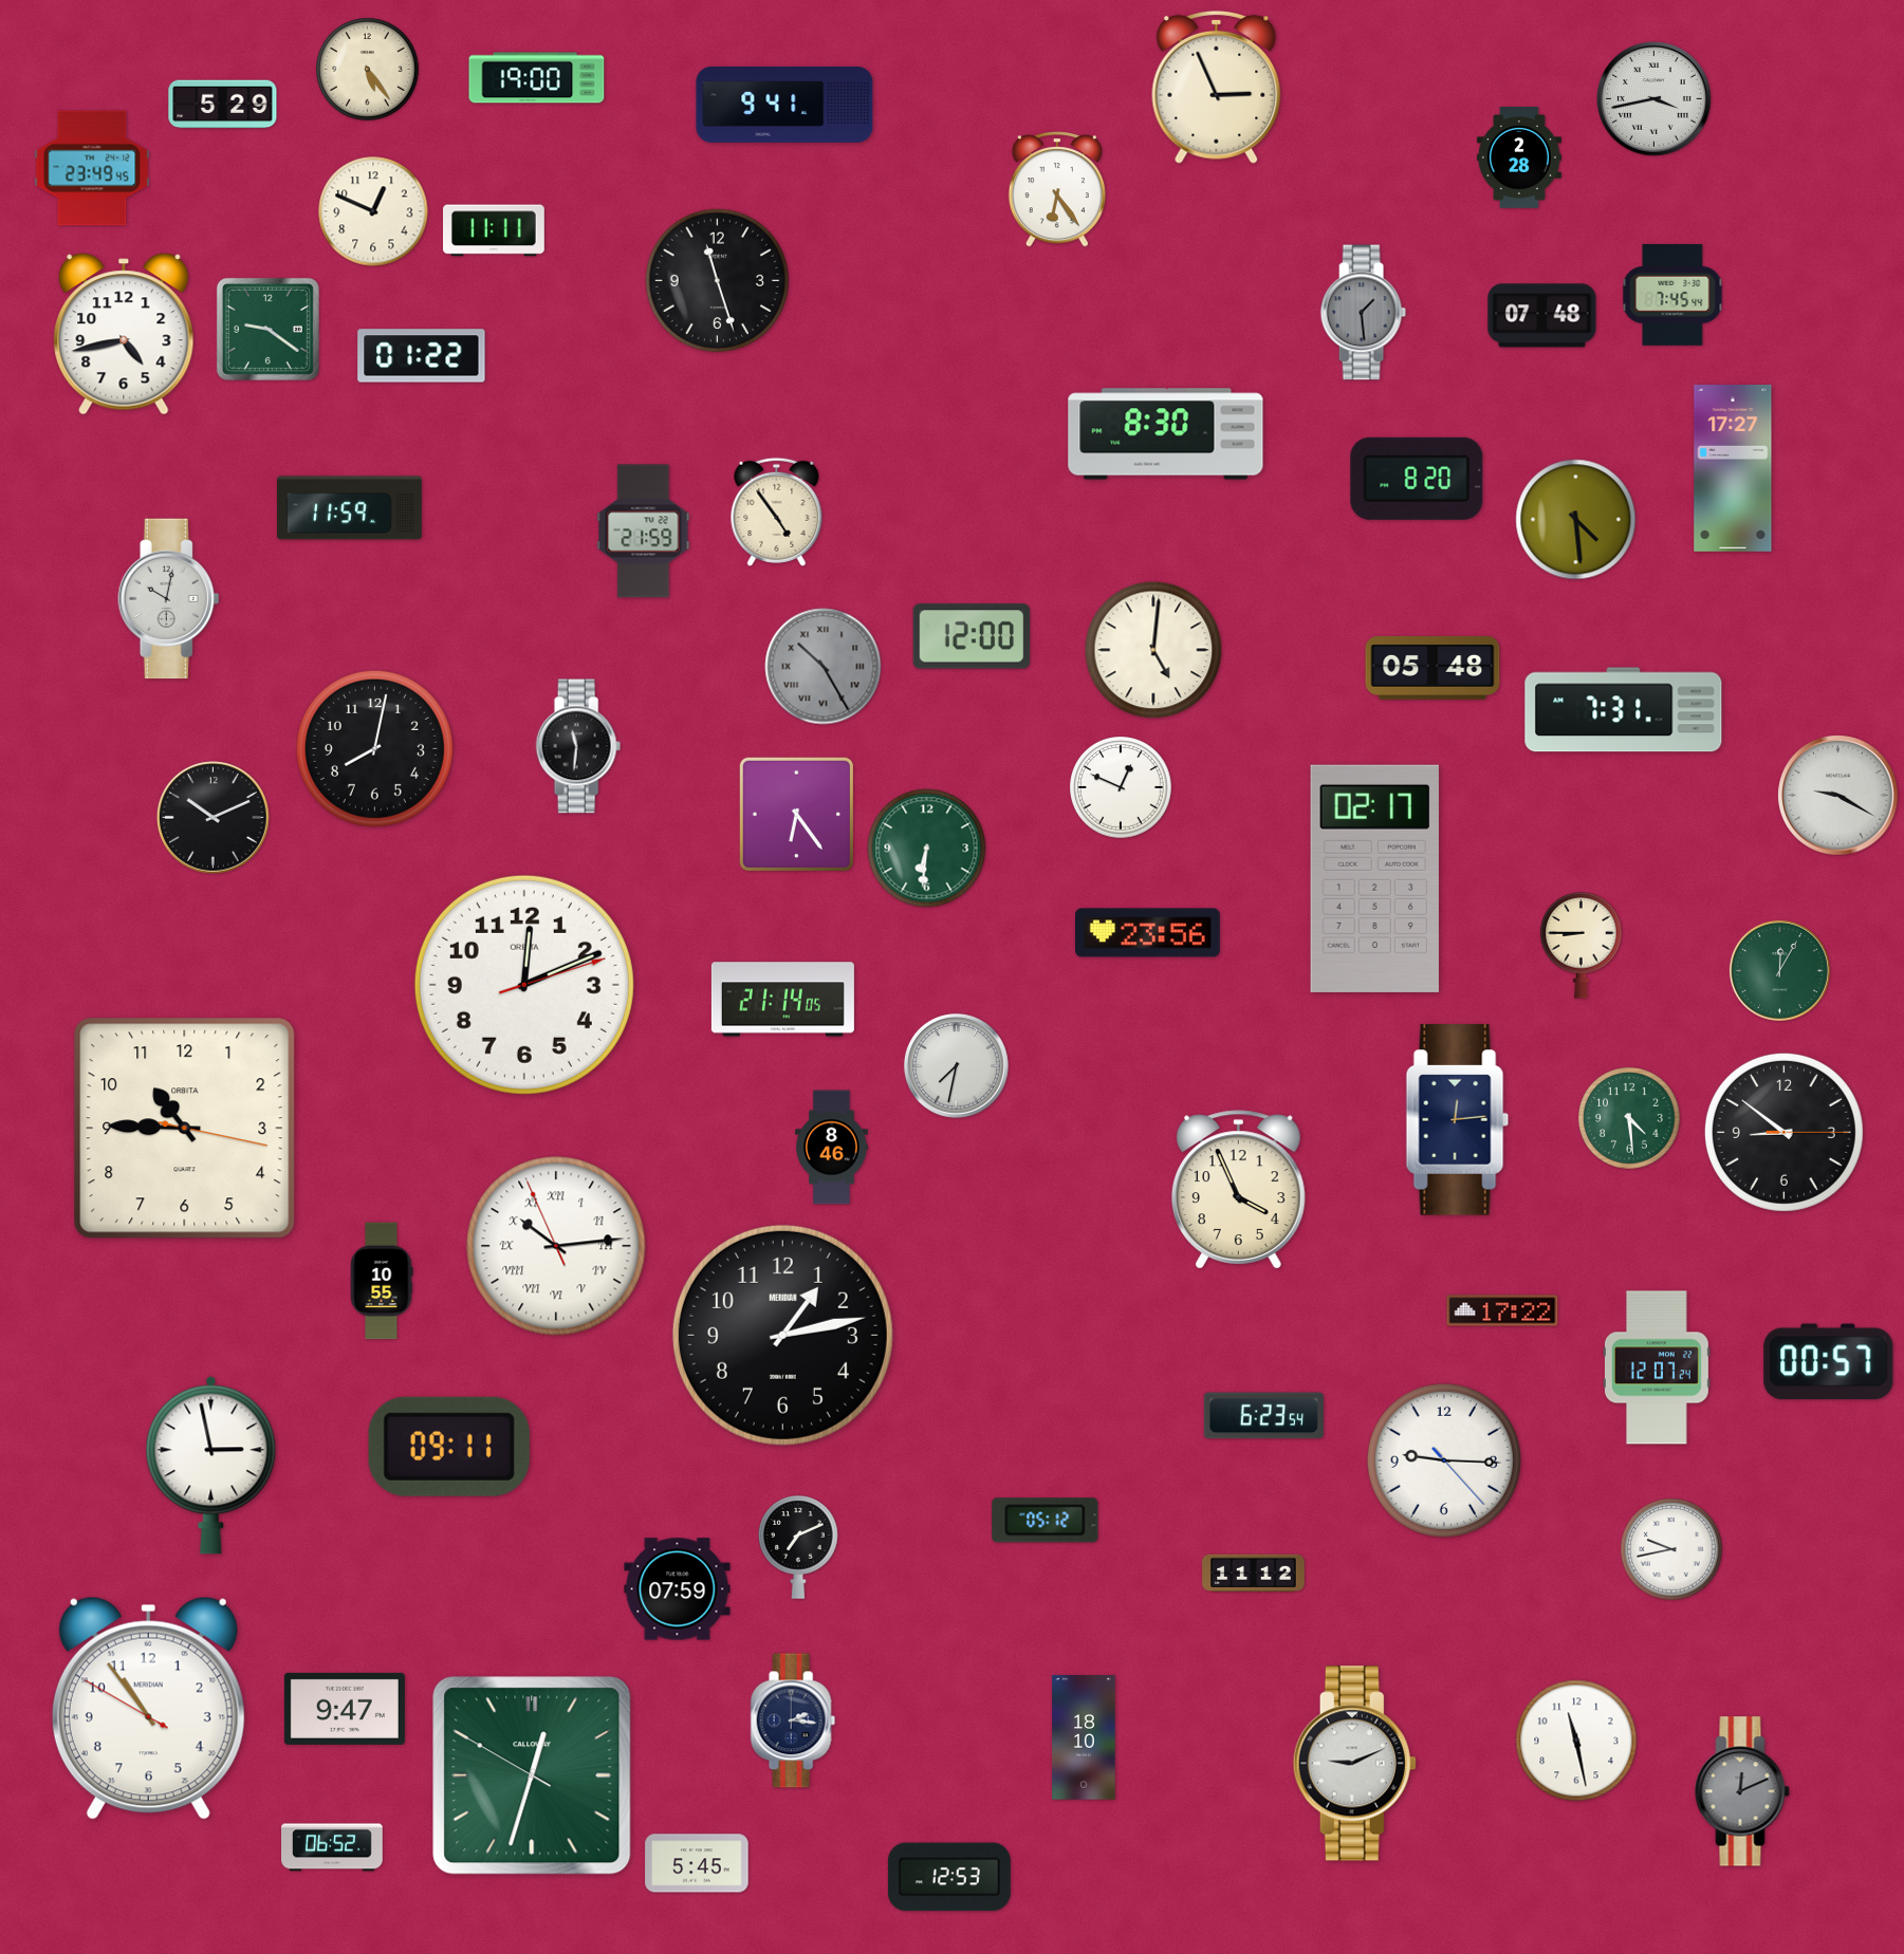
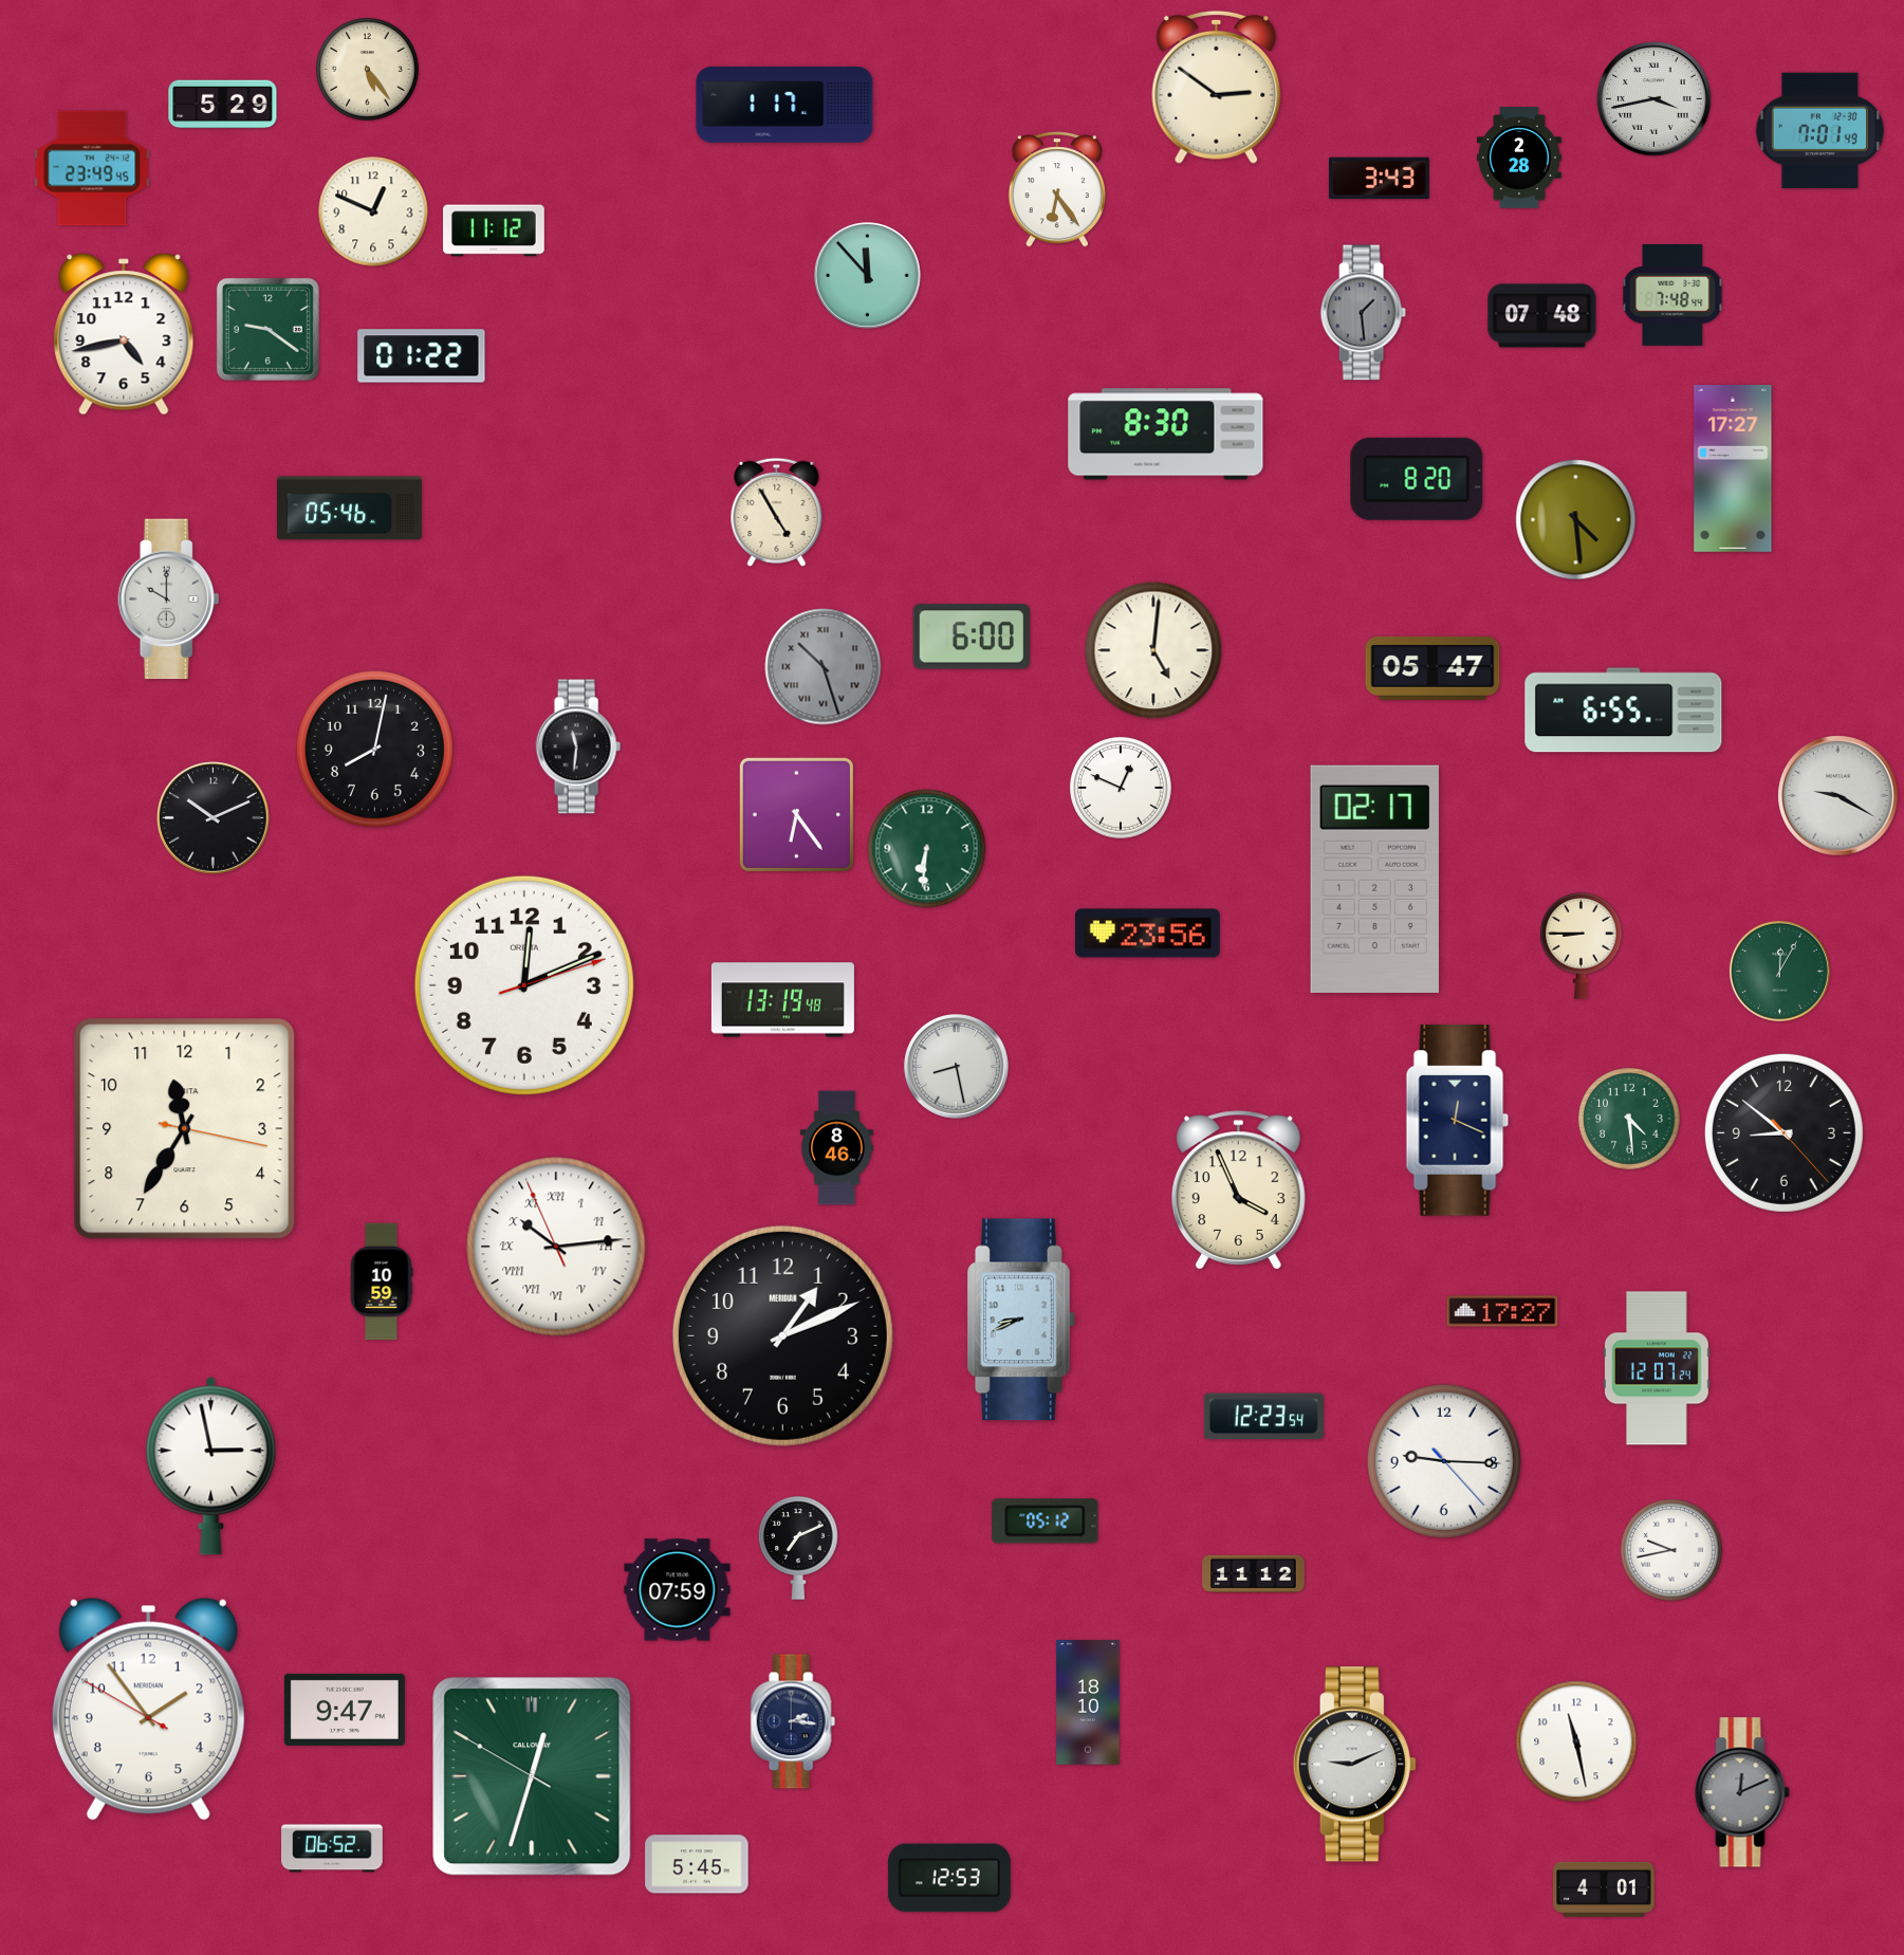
clock at (537, 78): 19:00 -> none
clock at (1217, 87): 2:56 -> 2:51
clock at (784, 105): 9:41 -> 1:17
clock at (1819, 130): none -> 7:01
clock at (1379, 179): none -> 3:43
clock at (495, 230): 11:11 -> 11:12
clock at (867, 275): none -> 11:53
clock at (718, 281): 11:27 -> none
clock at (1672, 296): 7:45 -> 7:48
clock at (349, 508): 11:59 -> 05:46
clock at (777, 511): 4:54 -> 4:55
clock at (644, 532): 21:59 -> none
clock at (169, 599): 10:02 -> 10:00
clock at (972, 636): 12:00 -> 6:00
clock at (824, 667): 10:25 -> 10:27
clock at (1432, 668): 05:48 -> 05:47
clock at (1624, 710): 7:31 -> 6:55
clock at (782, 1000): 21:14 -> 13:19
clock at (956, 1065): 7:32 -> 8:28
clock at (1458, 1120): 12:14 -> 12:19
clock at (185, 1129): 10:45 -> 11:35
clock at (1783, 1132): 8:51:15 -> 8:51:23
clock at (832, 1148) position: (832, 1148) -> (837, 1148)
clock at (382, 1281): 10:55 -> 10:59
clock at (1502, 1310): 17:22 -> 17:27
clock at (1022, 1320): none -> 8:41
clock at (782, 1335): 1:13 -> 1:11
clock at (1829, 1362): 00:57 -> none
clock at (1263, 1416): 6:23 -> 12:23
clock at (449, 1447): 09:11 -> none
clock at (148, 1708): 10:53 -> 1:53
clock at (1084, 1737) position: (1084, 1737) -> (1088, 1702)
clock at (1604, 1889): none -> 4:01
